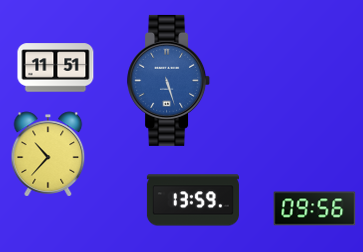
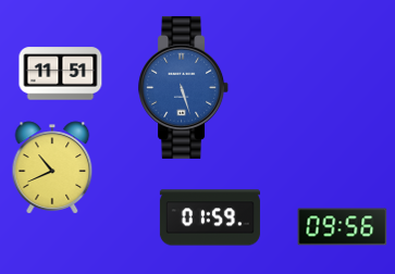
clock at (48, 154): 10:37 -> 10:41
clock at (193, 200): 13:59 -> 01:59
